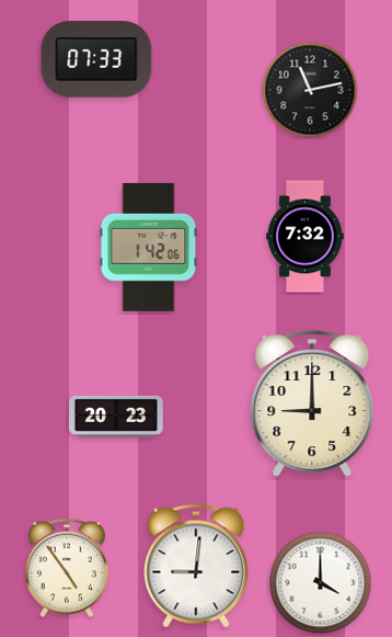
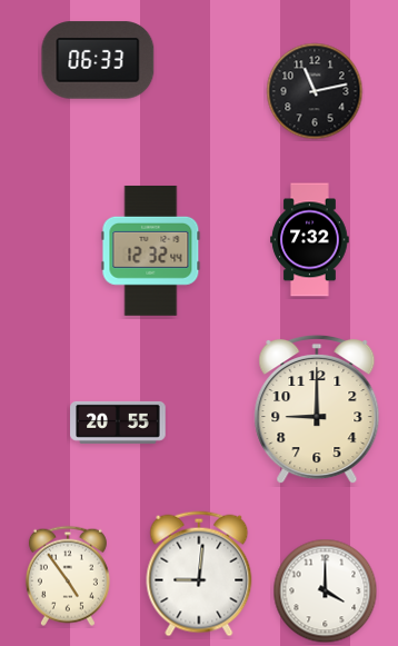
clock at (96, 59): 07:33 -> 06:33
clock at (149, 247): 1:42 -> 12:32
clock at (116, 417): 20:23 -> 20:55
